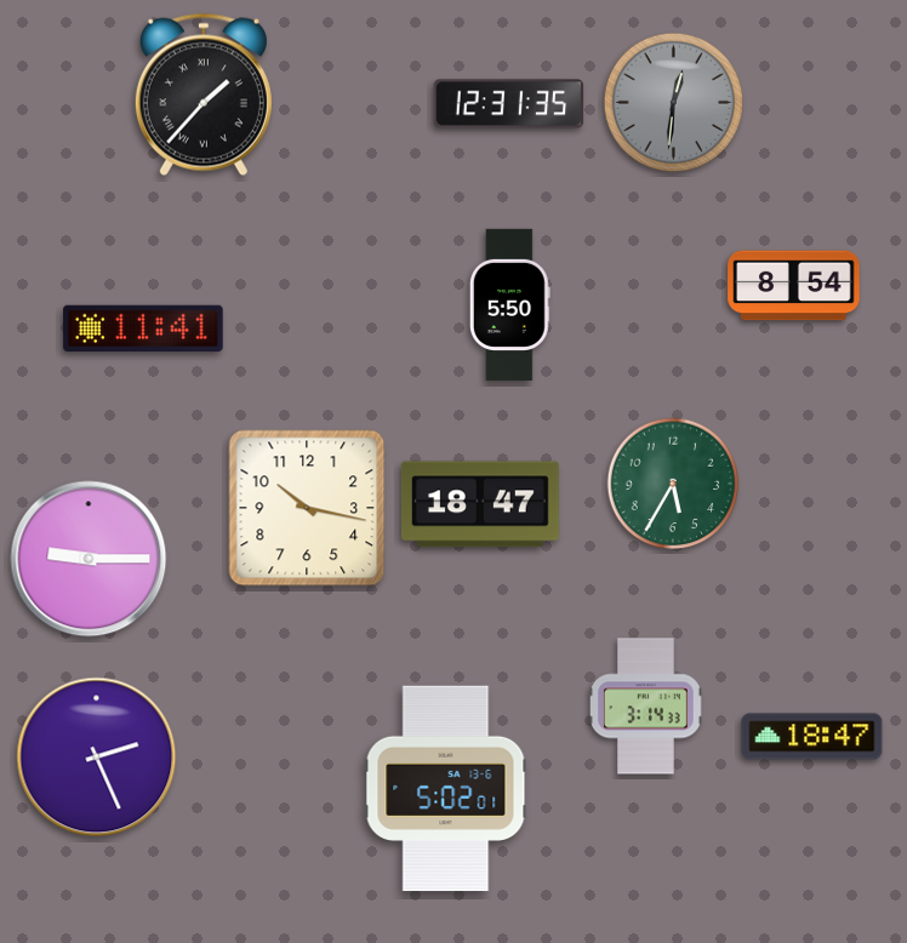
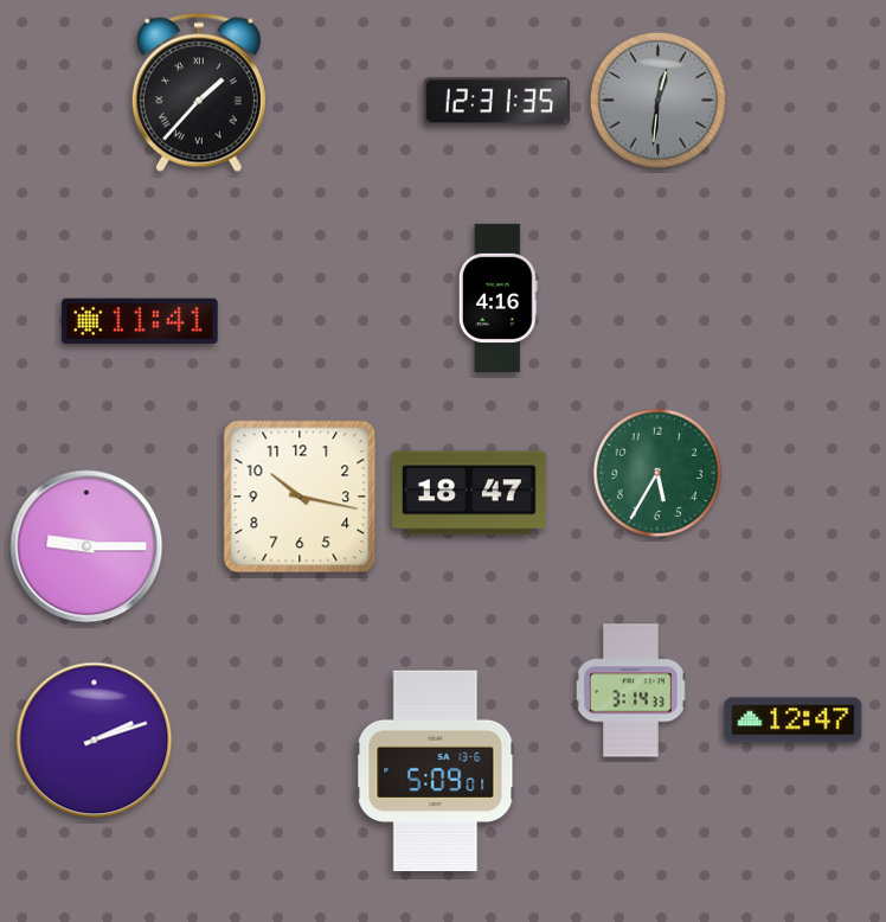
clock at (794, 286): 8:54 -> none
clock at (509, 304): 5:50 -> 4:16
clock at (812, 737): 18:47 -> 12:47
clock at (97, 758): 2:26 -> 2:12
clock at (446, 789): 5:02 -> 5:09
